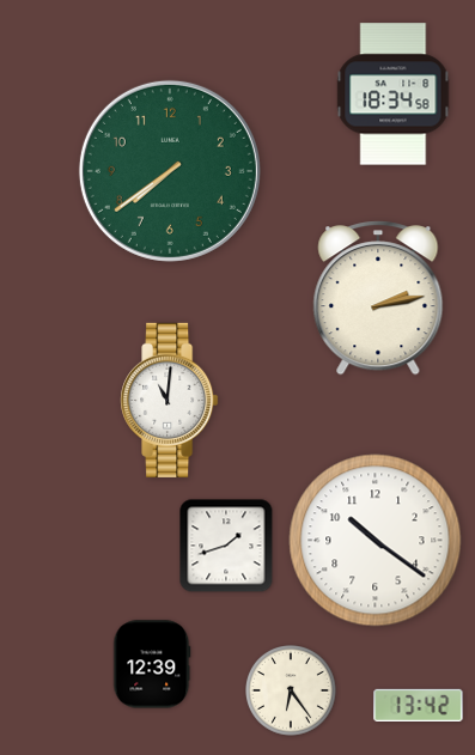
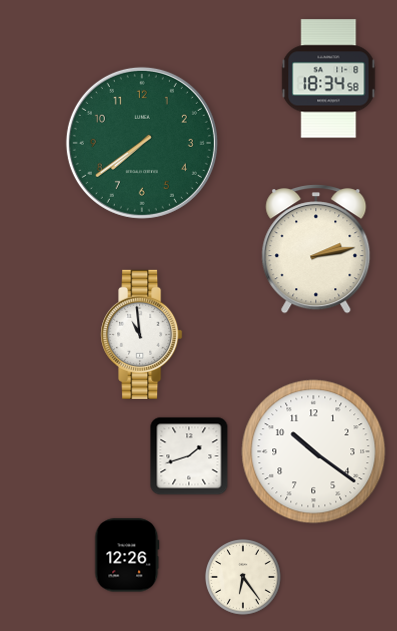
clock at (170, 400): 11:01 -> 10:59
clock at (152, 664): 12:39 -> 12:26
clock at (419, 705): 13:42 -> none
